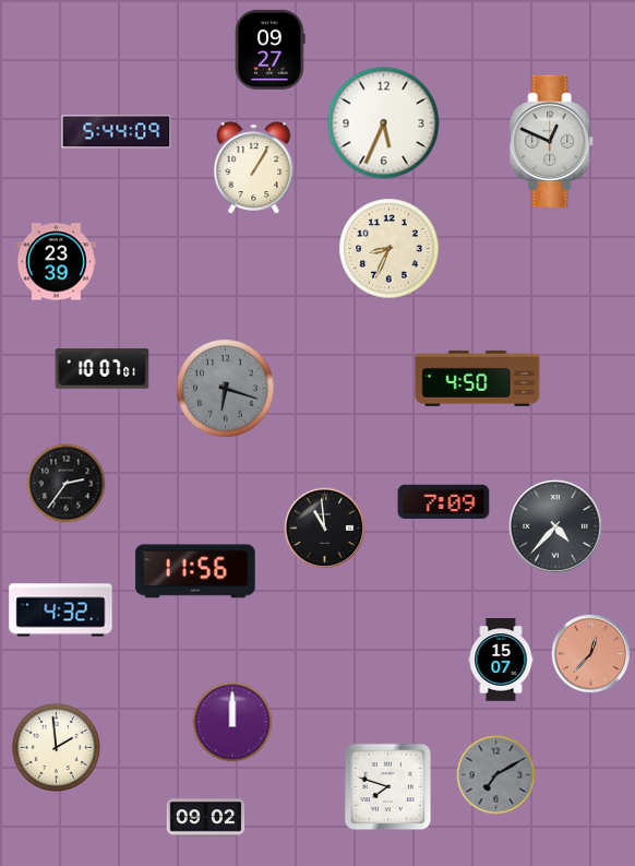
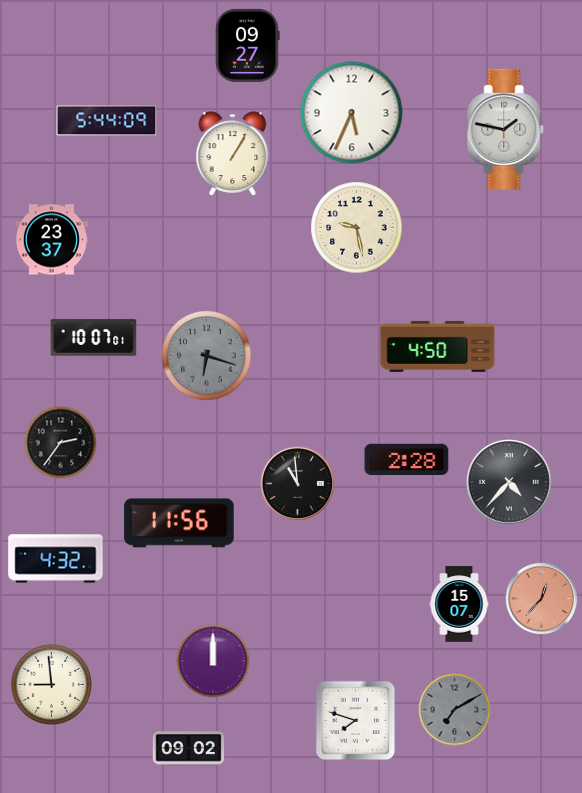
clock at (552, 141): 12:49 -> 1:47
clock at (390, 249): 8:34 -> 9:28
clock at (56, 262): 23:39 -> 23:37
clock at (444, 502): 7:09 -> 2:28
clock at (56, 747): 1:59 -> 8:59
